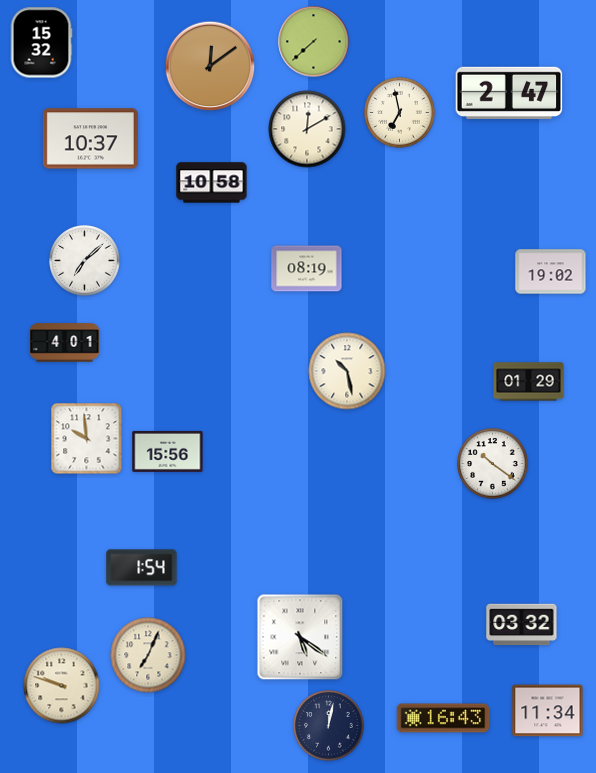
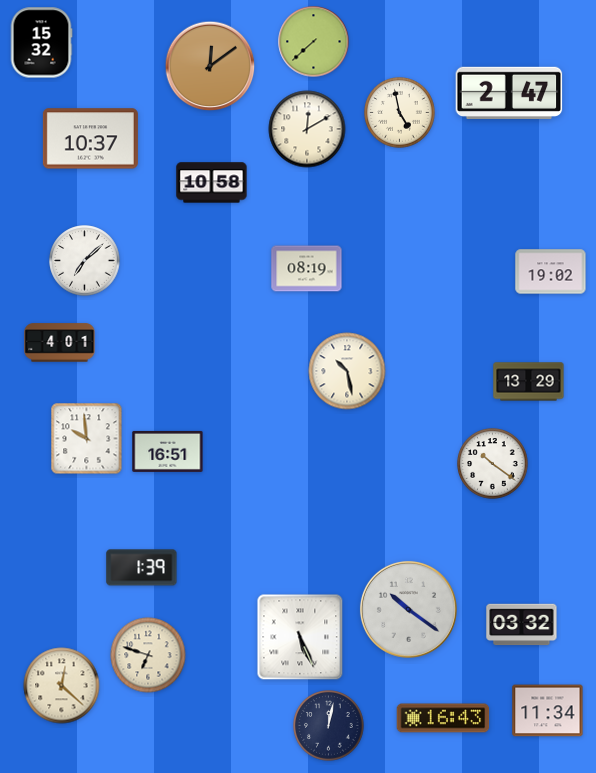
clock at (400, 113): 6:58 -> 4:58
clock at (65, 343) position: (65, 343) -> (60, 343)
clock at (529, 382): 01:29 -> 13:29
clock at (168, 451): 15:56 -> 16:51
clock at (142, 568): 1:54 -> 1:39
clock at (408, 609): none -> 10:21
clock at (300, 637): 5:21 -> 5:26
clock at (148, 655): 7:04 -> 6:48
clock at (62, 686): 9:48 -> 12:22
